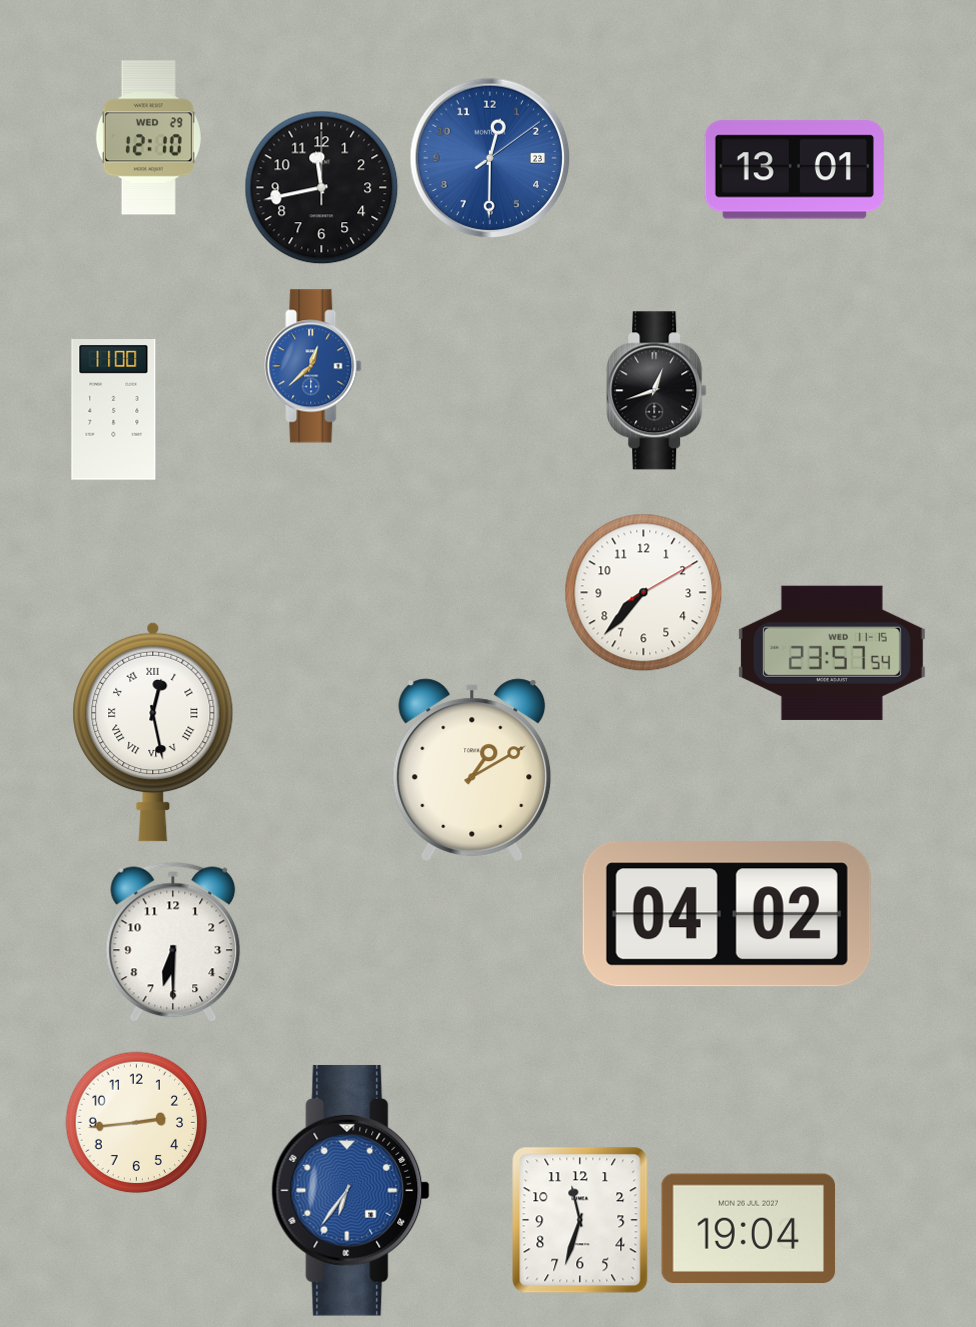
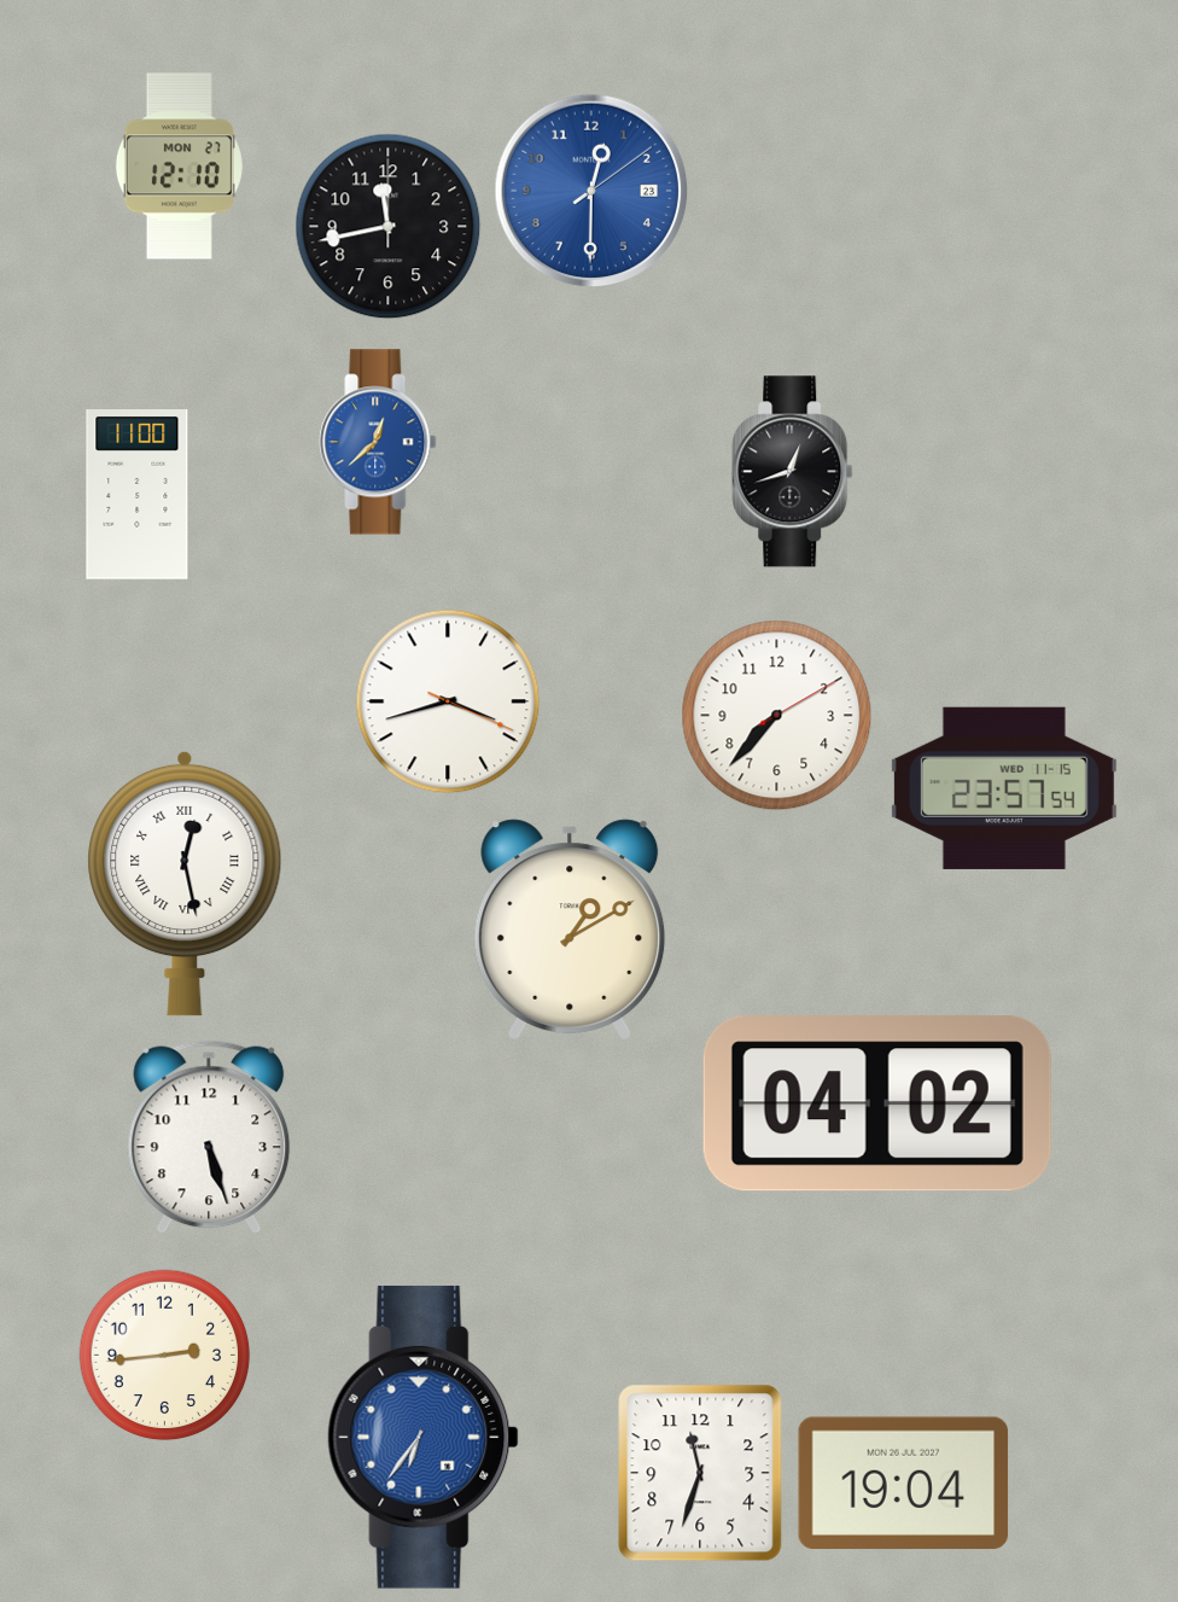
clock at (148, 138) date: WED 29 -> MON 27
clock at (794, 170): 13:01 -> none
clock at (448, 701): none -> 3:42
clock at (173, 942): 6:30 -> 5:27
